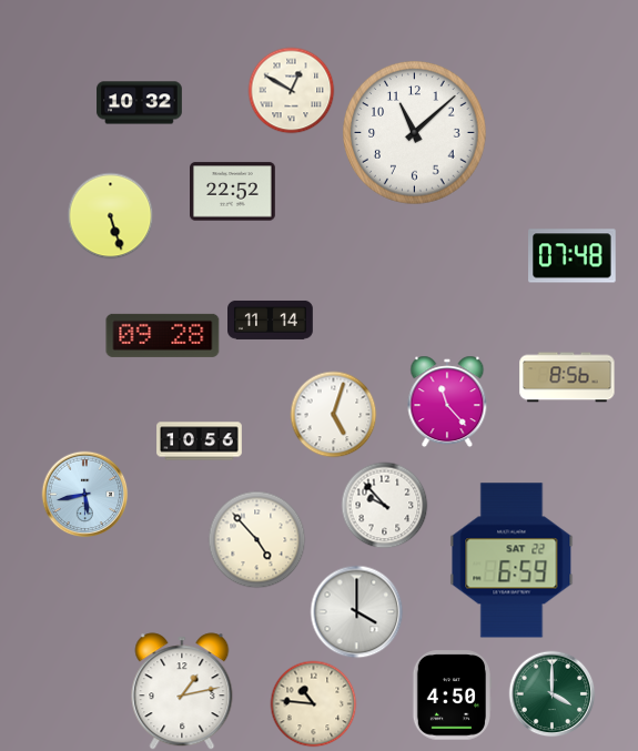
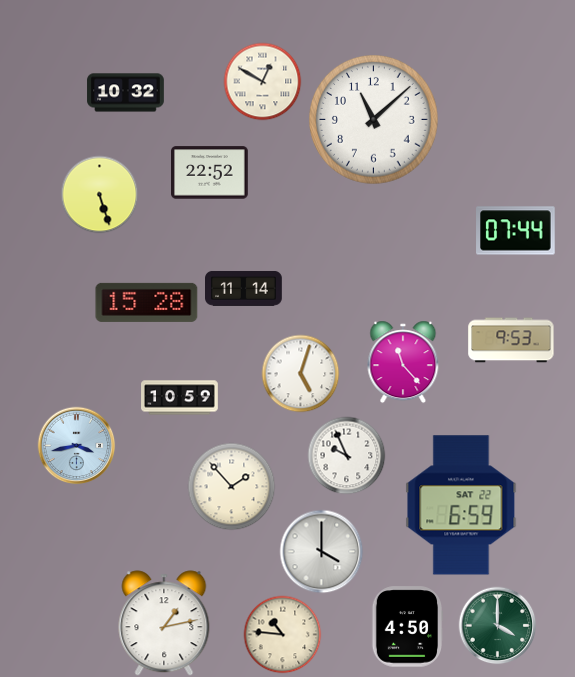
clock at (573, 256): 07:48 -> 07:44
clock at (163, 335): 09:28 -> 15:28
clock at (567, 377): 8:56 -> 9:53
clock at (200, 442): 10:56 -> 10:59
clock at (84, 494): 5:43 -> 3:43
clock at (384, 505): 9:53 -> 9:56
clock at (256, 539): 4:53 -> 1:53
